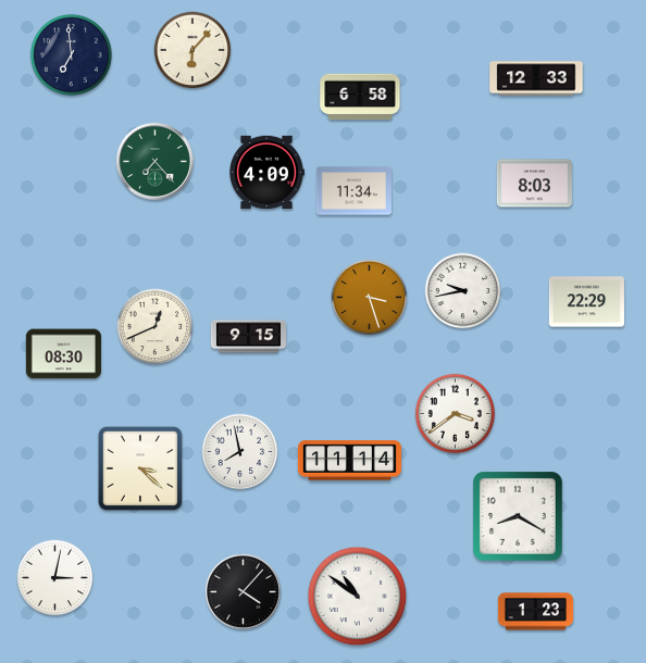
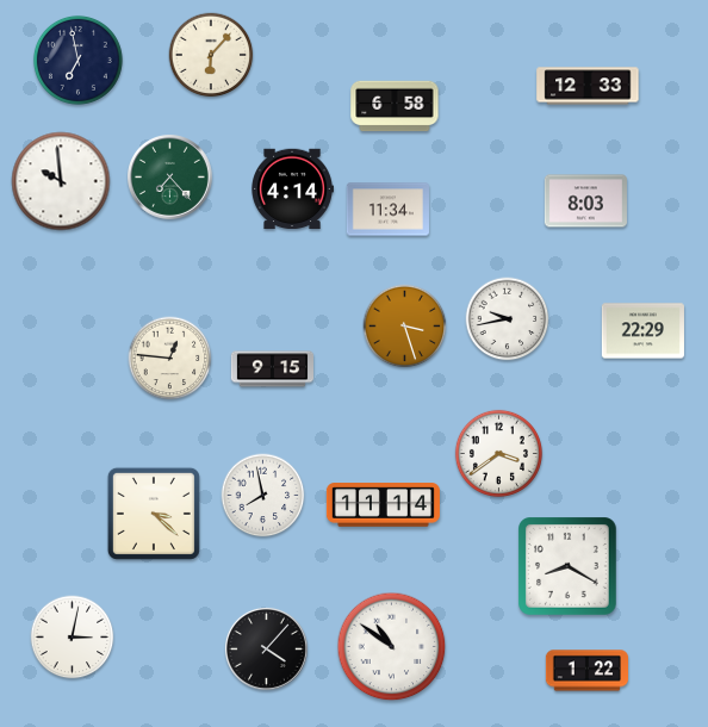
clock at (71, 54): 6:59 -> 6:58
clock at (61, 181): none -> 9:59
clock at (266, 173): 4:09 -> 4:14
clock at (156, 327): 12:41 -> 12:46
clock at (63, 354): 08:30 -> none
clock at (55, 578) position: (55, 578) -> (73, 638)
clock at (358, 597) position: (358, 597) -> (392, 647)
clock at (535, 612): 1:23 -> 1:22
